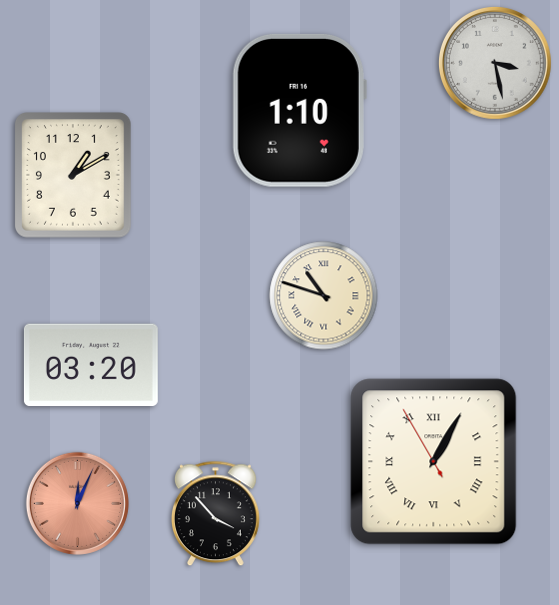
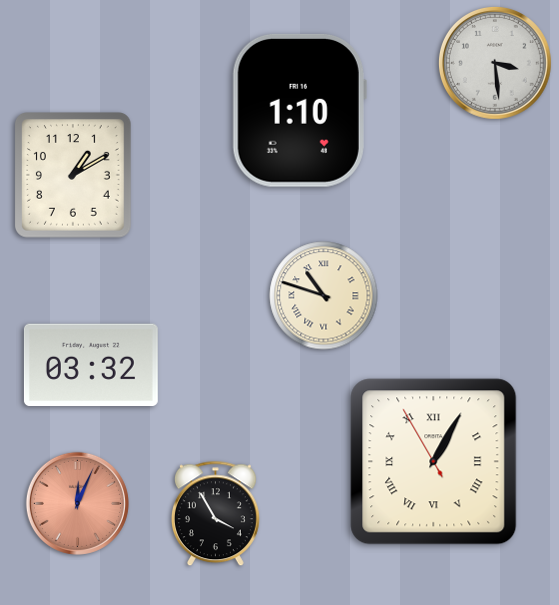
clock at (495, 63): 3:28 -> 3:29
clock at (91, 365): 03:20 -> 03:32
clock at (215, 514): 3:53 -> 3:55
